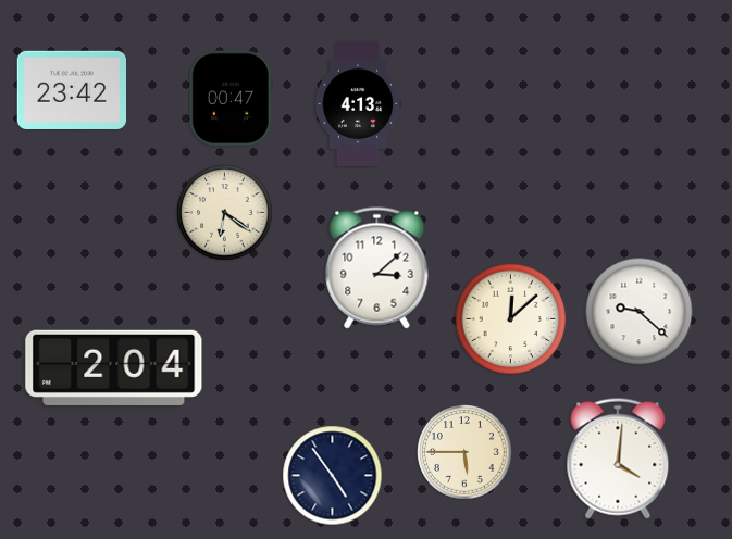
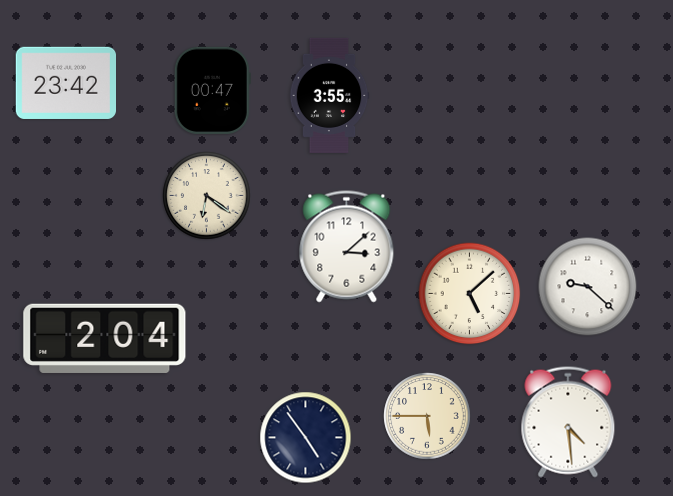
clock at (358, 103): 4:13 -> 3:55
clock at (511, 319): 12:08 -> 5:08
clock at (618, 459): 4:01 -> 4:29
